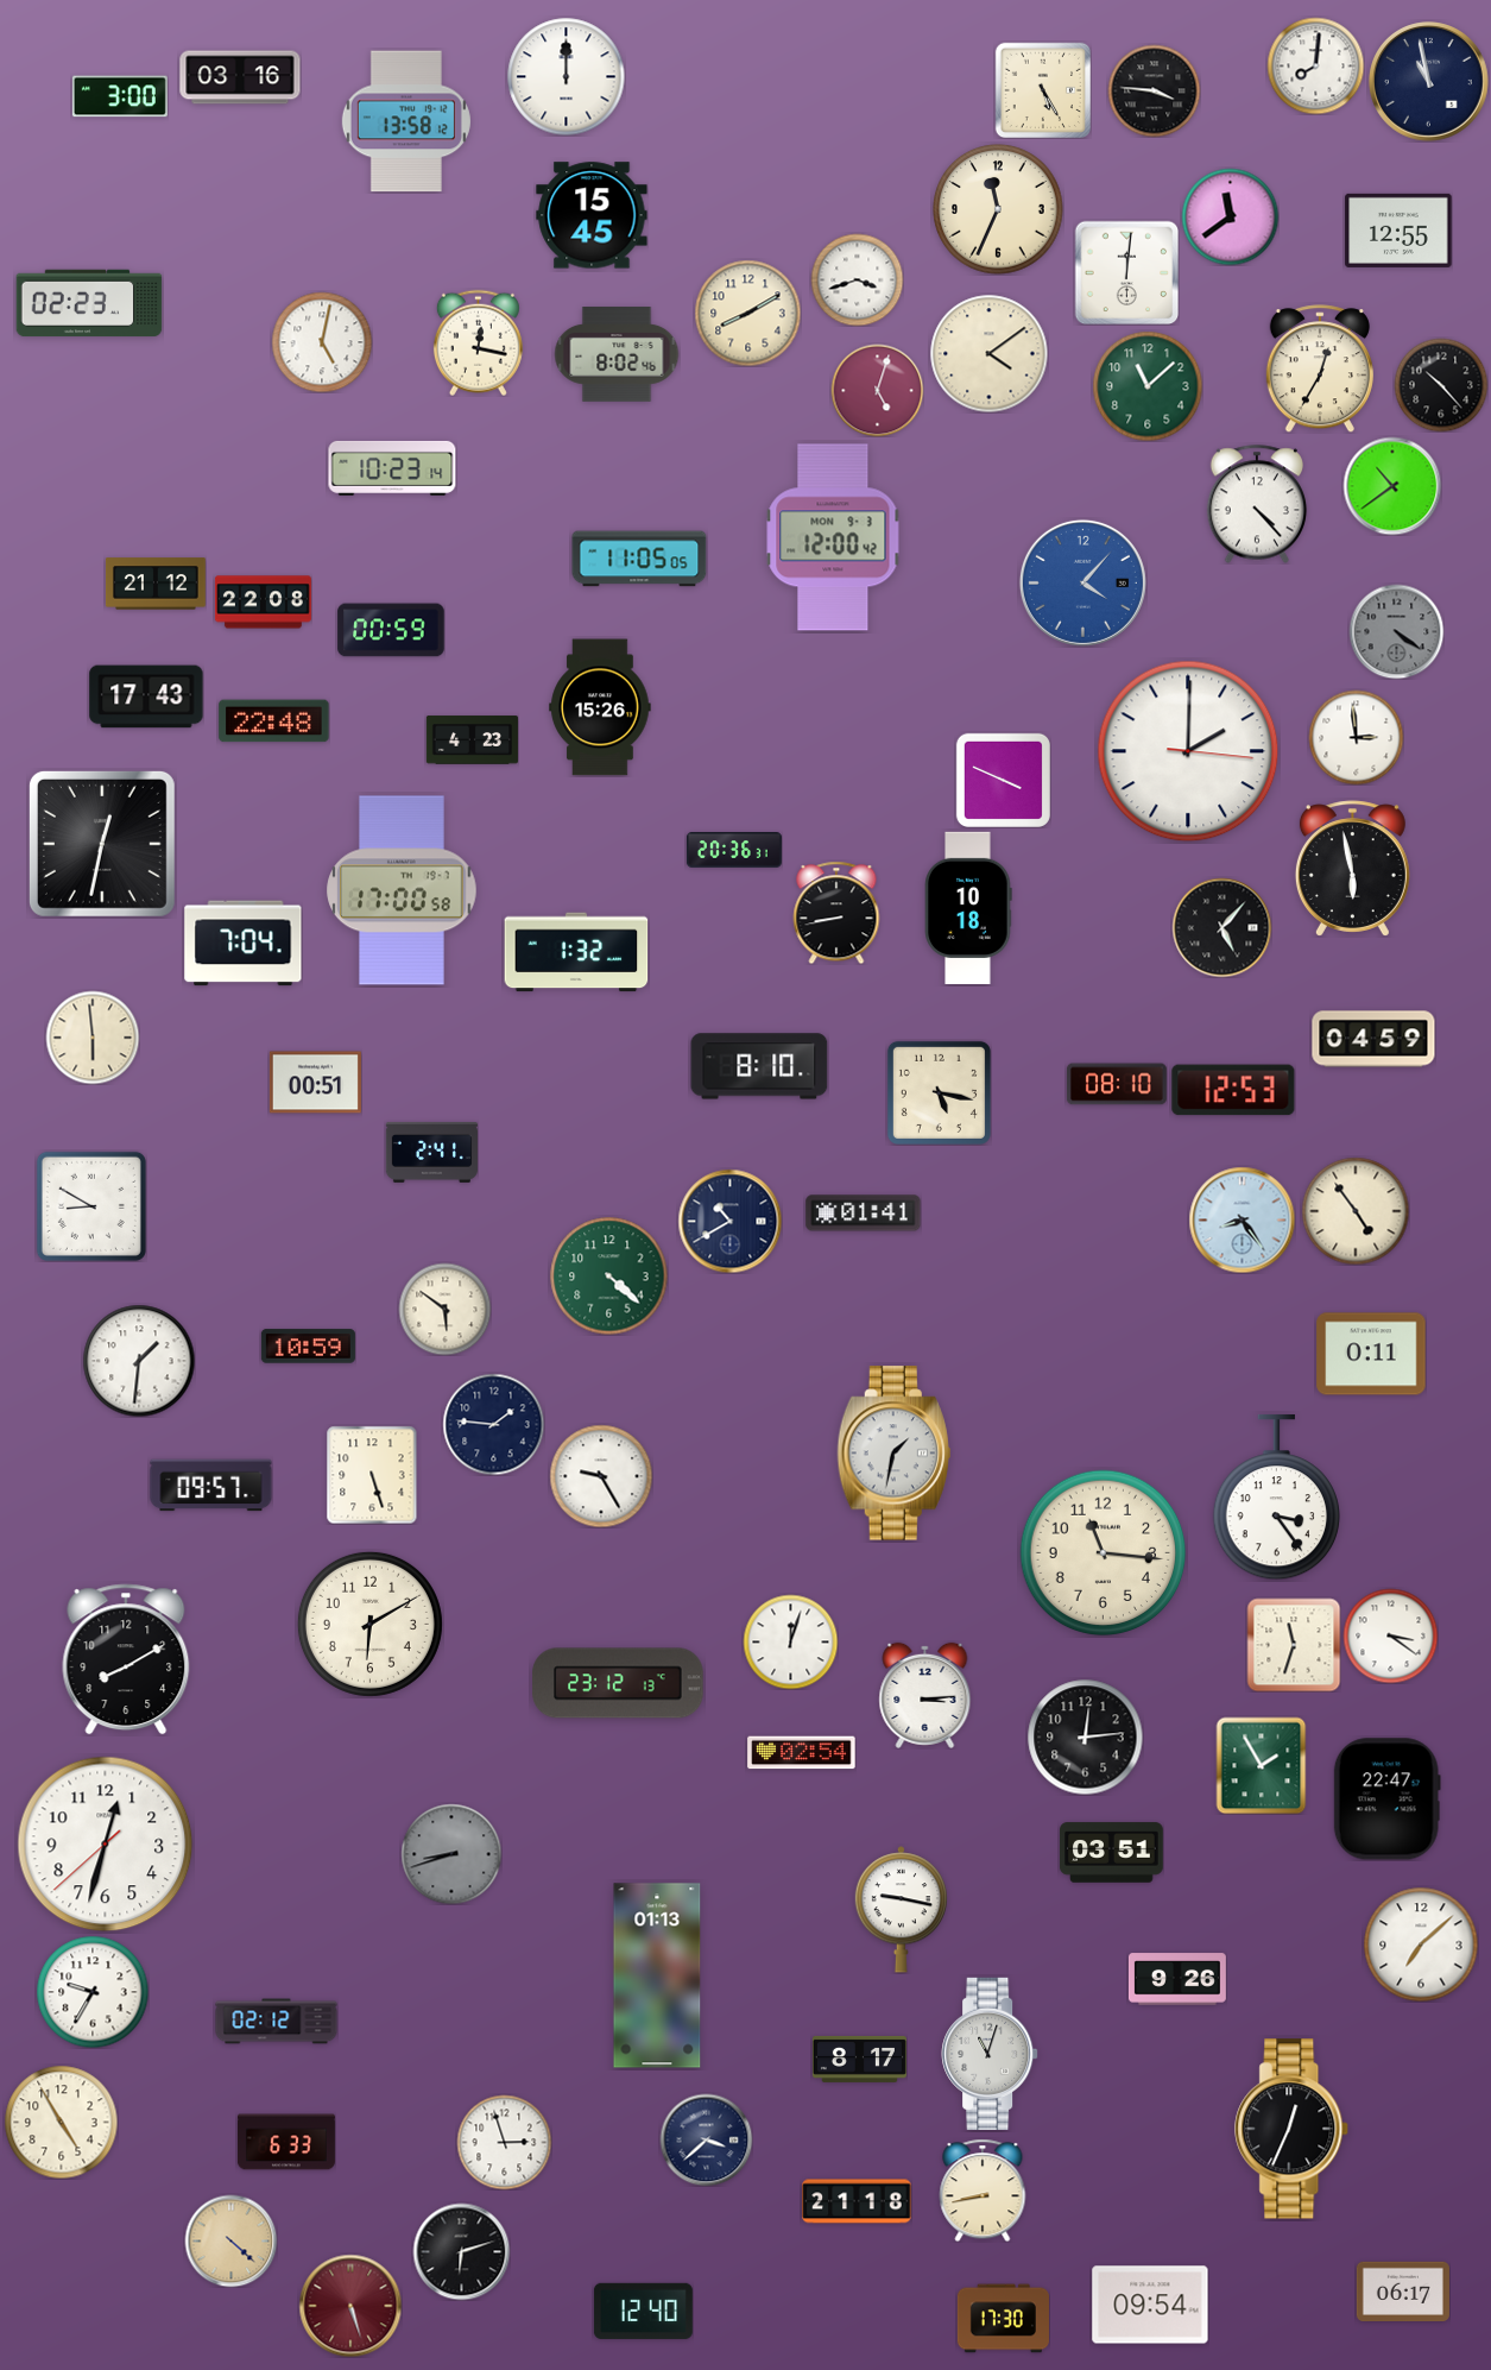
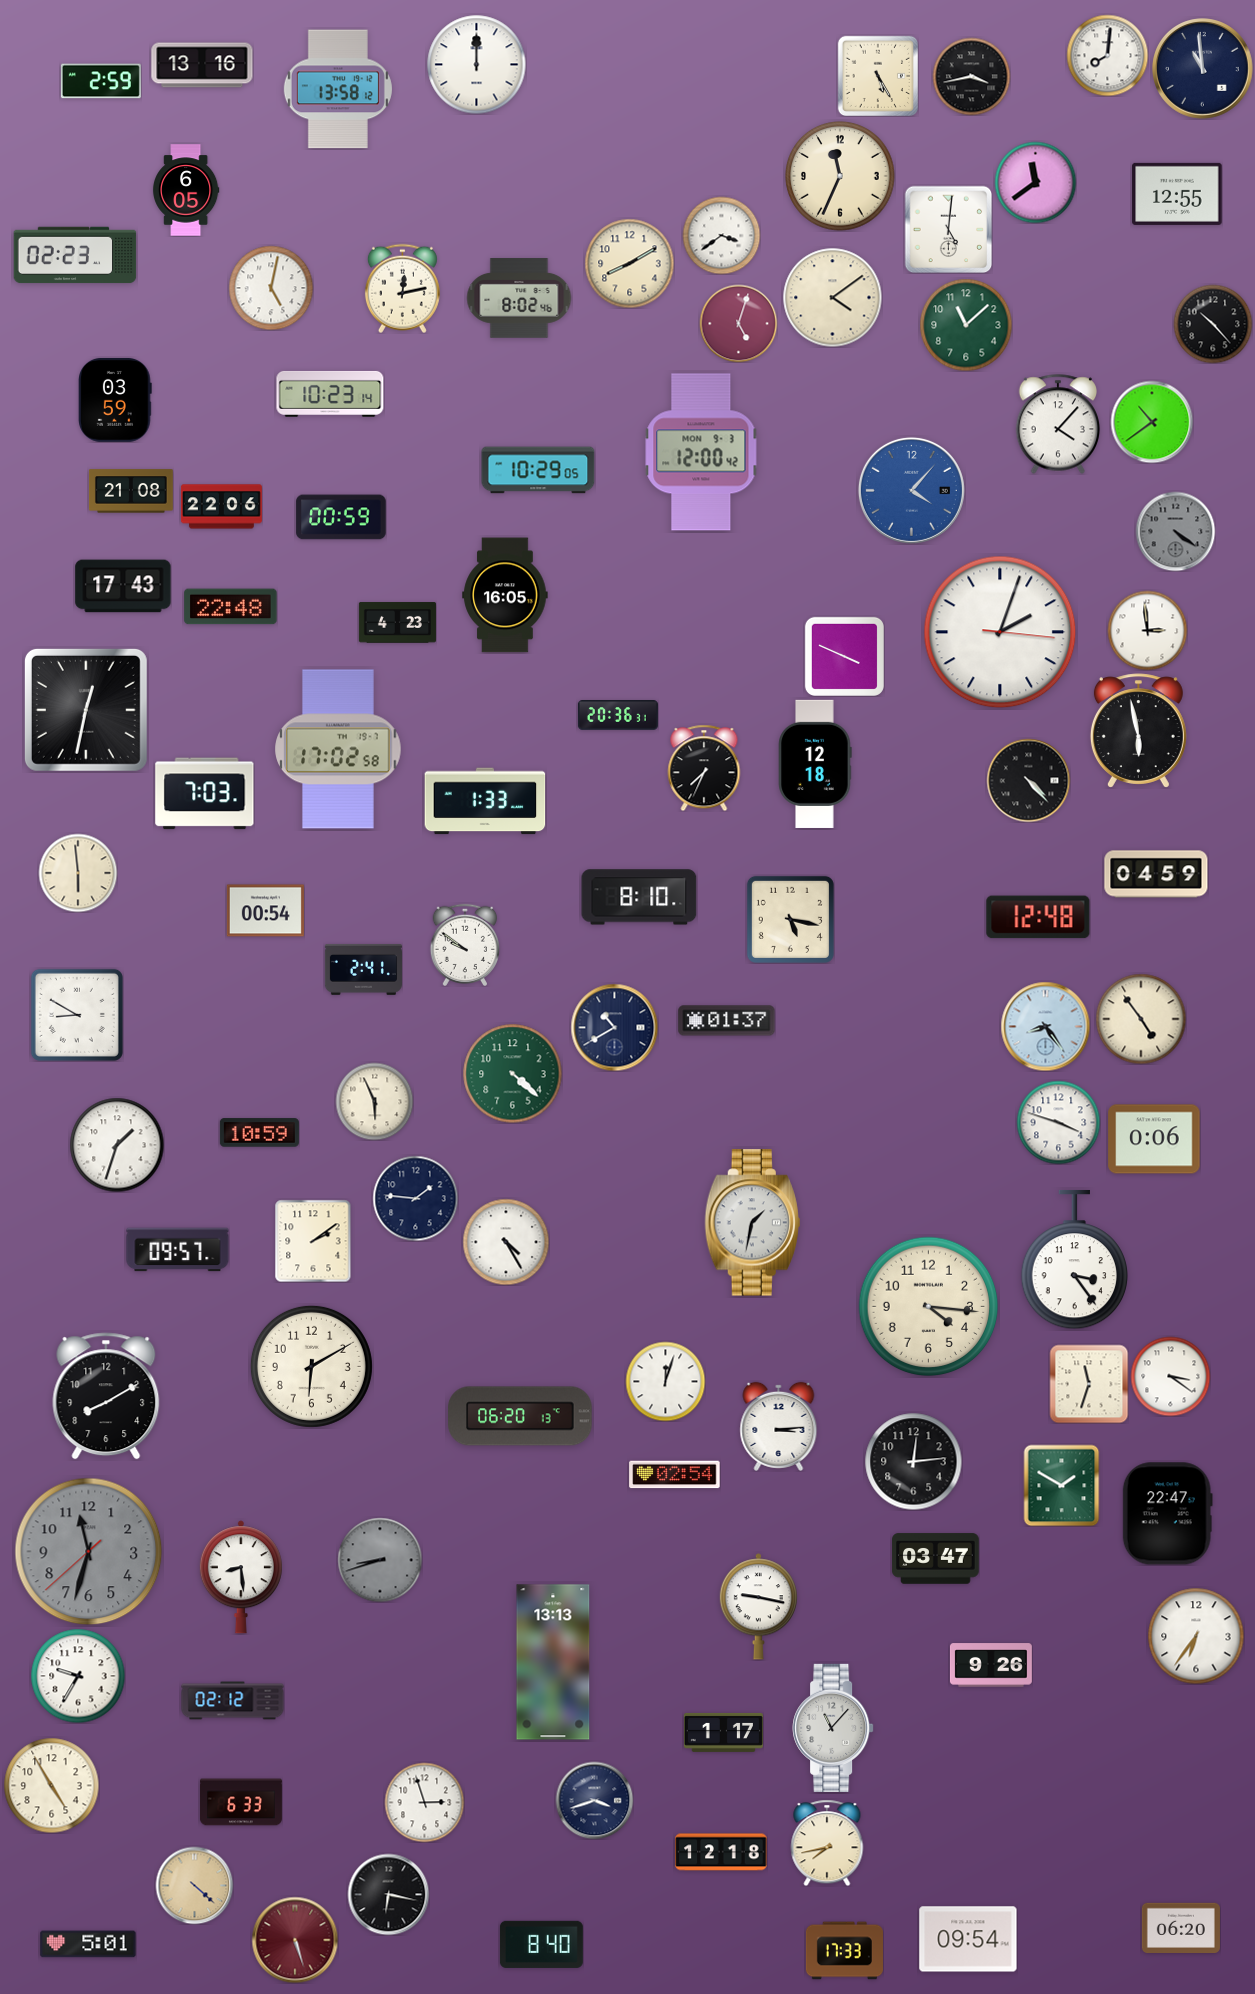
clock at (240, 77): 03:16 -> 13:16
clock at (1429, 82): 10:58 -> 10:59
clock at (1154, 90): 3:46 -> 3:43
clock at (120, 96): 3:00 -> 2:59
clock at (406, 121) position: (406, 121) -> (338, 89)
clock at (592, 215): 15:45 -> none
clock at (186, 190): none -> 6:05
clock at (1126, 272): 12:01 -> 5:01
clock at (857, 279): 3:42 -> 3:39
clock at (478, 342): 12:17 -> 12:13
clock at (1320, 368): 12:35 -> none
clock at (877, 390) position: (877, 390) -> (738, 323)
clock at (115, 400): none -> 03:59
clock at (1392, 486) position: (1392, 486) -> (1152, 422)
clock at (1257, 504): 4:23 -> 4:07
clock at (639, 559): 11:05 -> 10:29
clock at (156, 584): 21:12 -> 21:08
clock at (263, 603): 22:08 -> 22:06
clock at (391, 630) position: (391, 630) -> (341, 517)
clock at (600, 707): 15:26 -> 16:05
clock at (1356, 737) position: (1356, 737) -> (1147, 630)
clock at (1188, 751): 2:00 -> 2:03
clock at (402, 890): 17:00 -> 17:02
clock at (968, 908): 10:18 -> 12:18
clock at (836, 913): 8:43 -> 7:34
clock at (1221, 927): 5:07 -> 4:23
clock at (244, 944): 7:04 -> 7:03
clock at (576, 952): 1:32 -> 1:33
clock at (315, 1083): 00:51 -> 00:54
clock at (1117, 1084): 08:10 -> none
clock at (1233, 1090): 12:53 -> 12:48
clock at (464, 944): none -> 9:51
clock at (864, 1214): 01:41 -> 01:37
clock at (444, 1309): 5:51 -> 5:56
clock at (1058, 1122): none -> 3:48
clock at (1371, 1354): 0:11 -> 0:06
clock at (139, 1361): 1:31 -> 1:33
clock at (372, 1475): 5:27 -> 2:09
clock at (601, 1476): 9:25 -> 4:25
clock at (1104, 1553): 11:16 -> 4:16
clock at (618, 1683): 23:12 -> 06:20
clock at (1262, 1765): 1:55 -> 1:50
clock at (106, 1845): 12:32 -> 11:32
clock at (106, 1845) dial: white -> grey
clock at (1112, 1853): 03:51 -> 03:47
clock at (241, 1577): none -> 8:29
clock at (1421, 1944): 7:08 -> 6:36
clock at (657, 1975): 01:13 -> 13:13
clock at (990, 2054): 11:03 -> 11:07
clock at (859, 2059): 8:17 -> 1:17
clock at (1293, 2129): 12:34 -> none
clock at (706, 2139): 3:38 -> 3:42
clock at (983, 2191): 8:43 -> 7:43
clock at (857, 2201): 21:18 -> 12:18
clock at (461, 2251): 6:12 -> 6:17
clock at (1403, 2290): 06:17 -> 06:20
clock at (88, 1944): none -> 5:01
clock at (643, 2311): 12:40 -> 8:40
clock at (1003, 2319): 17:30 -> 17:33
